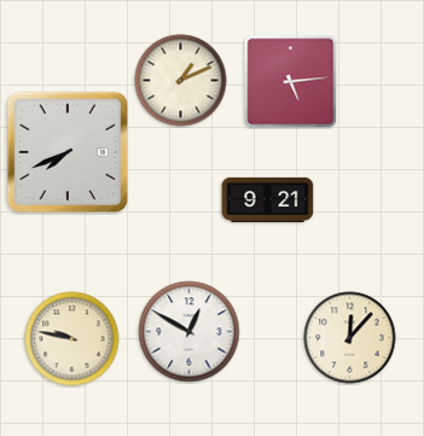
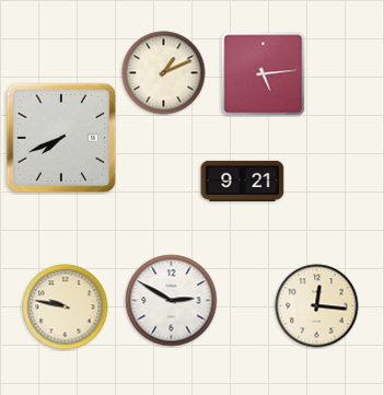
clock at (190, 332): 12:50 -> 2:50
clock at (350, 338): 12:07 -> 12:16
